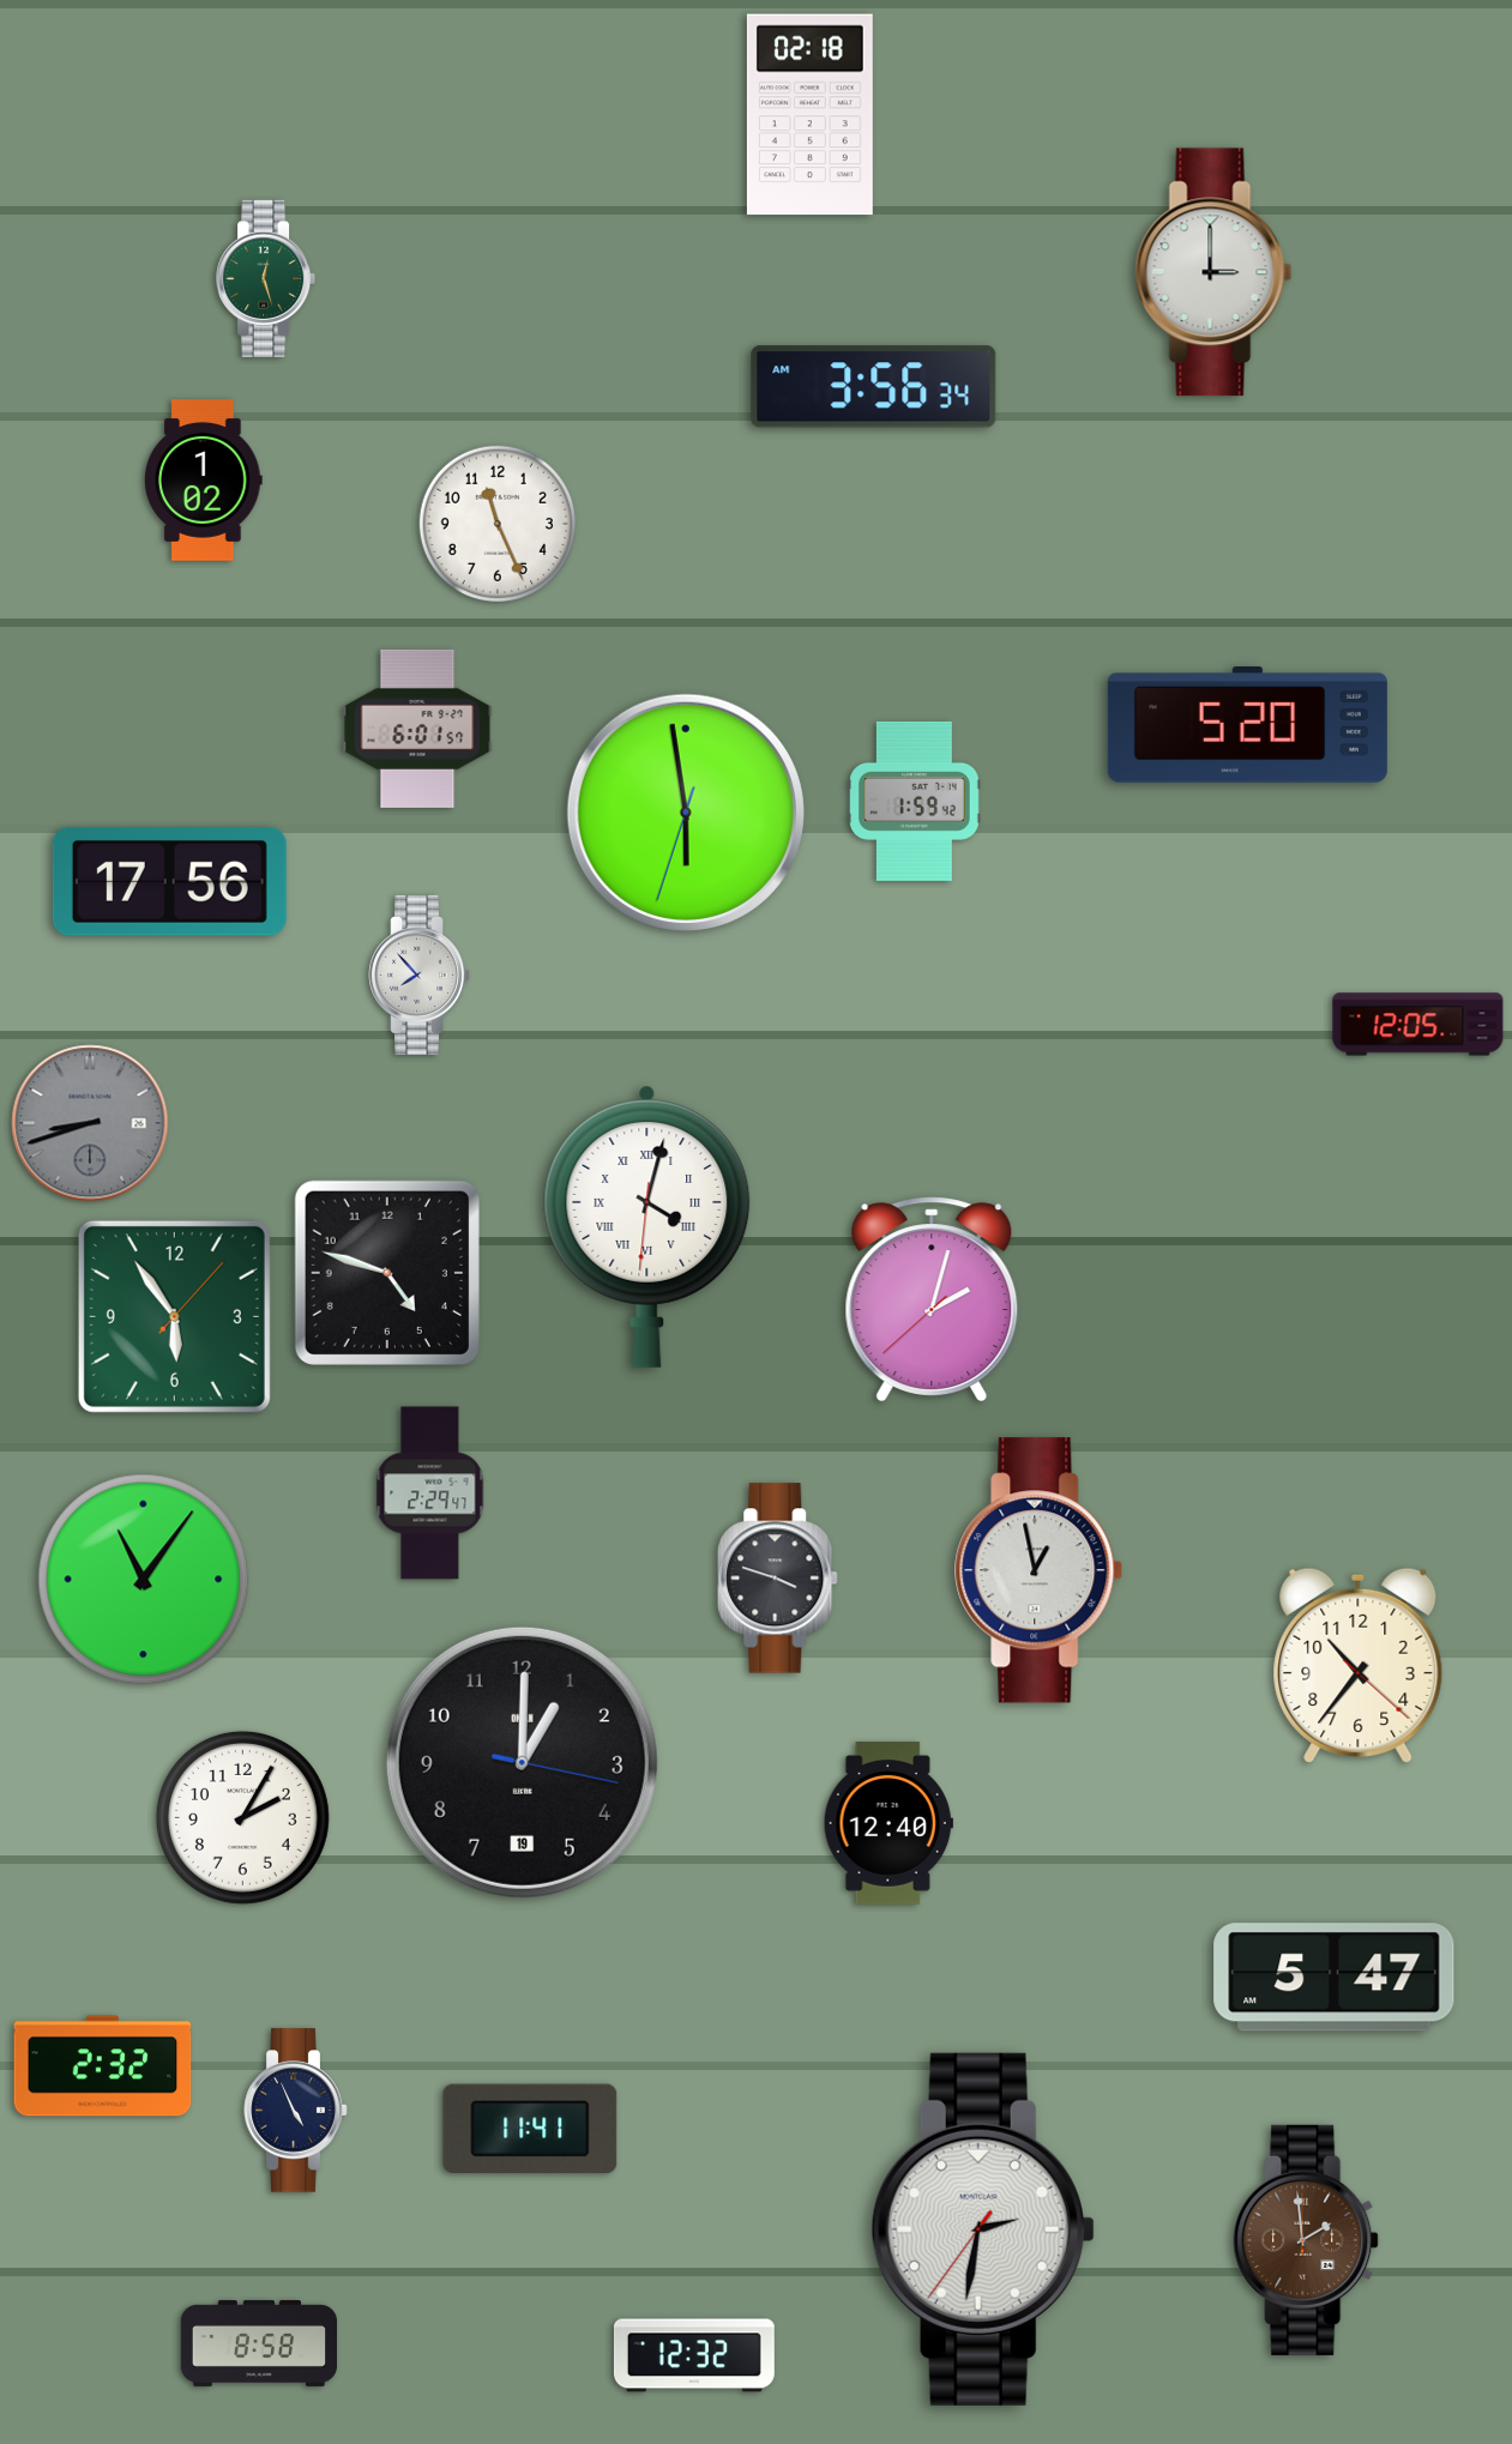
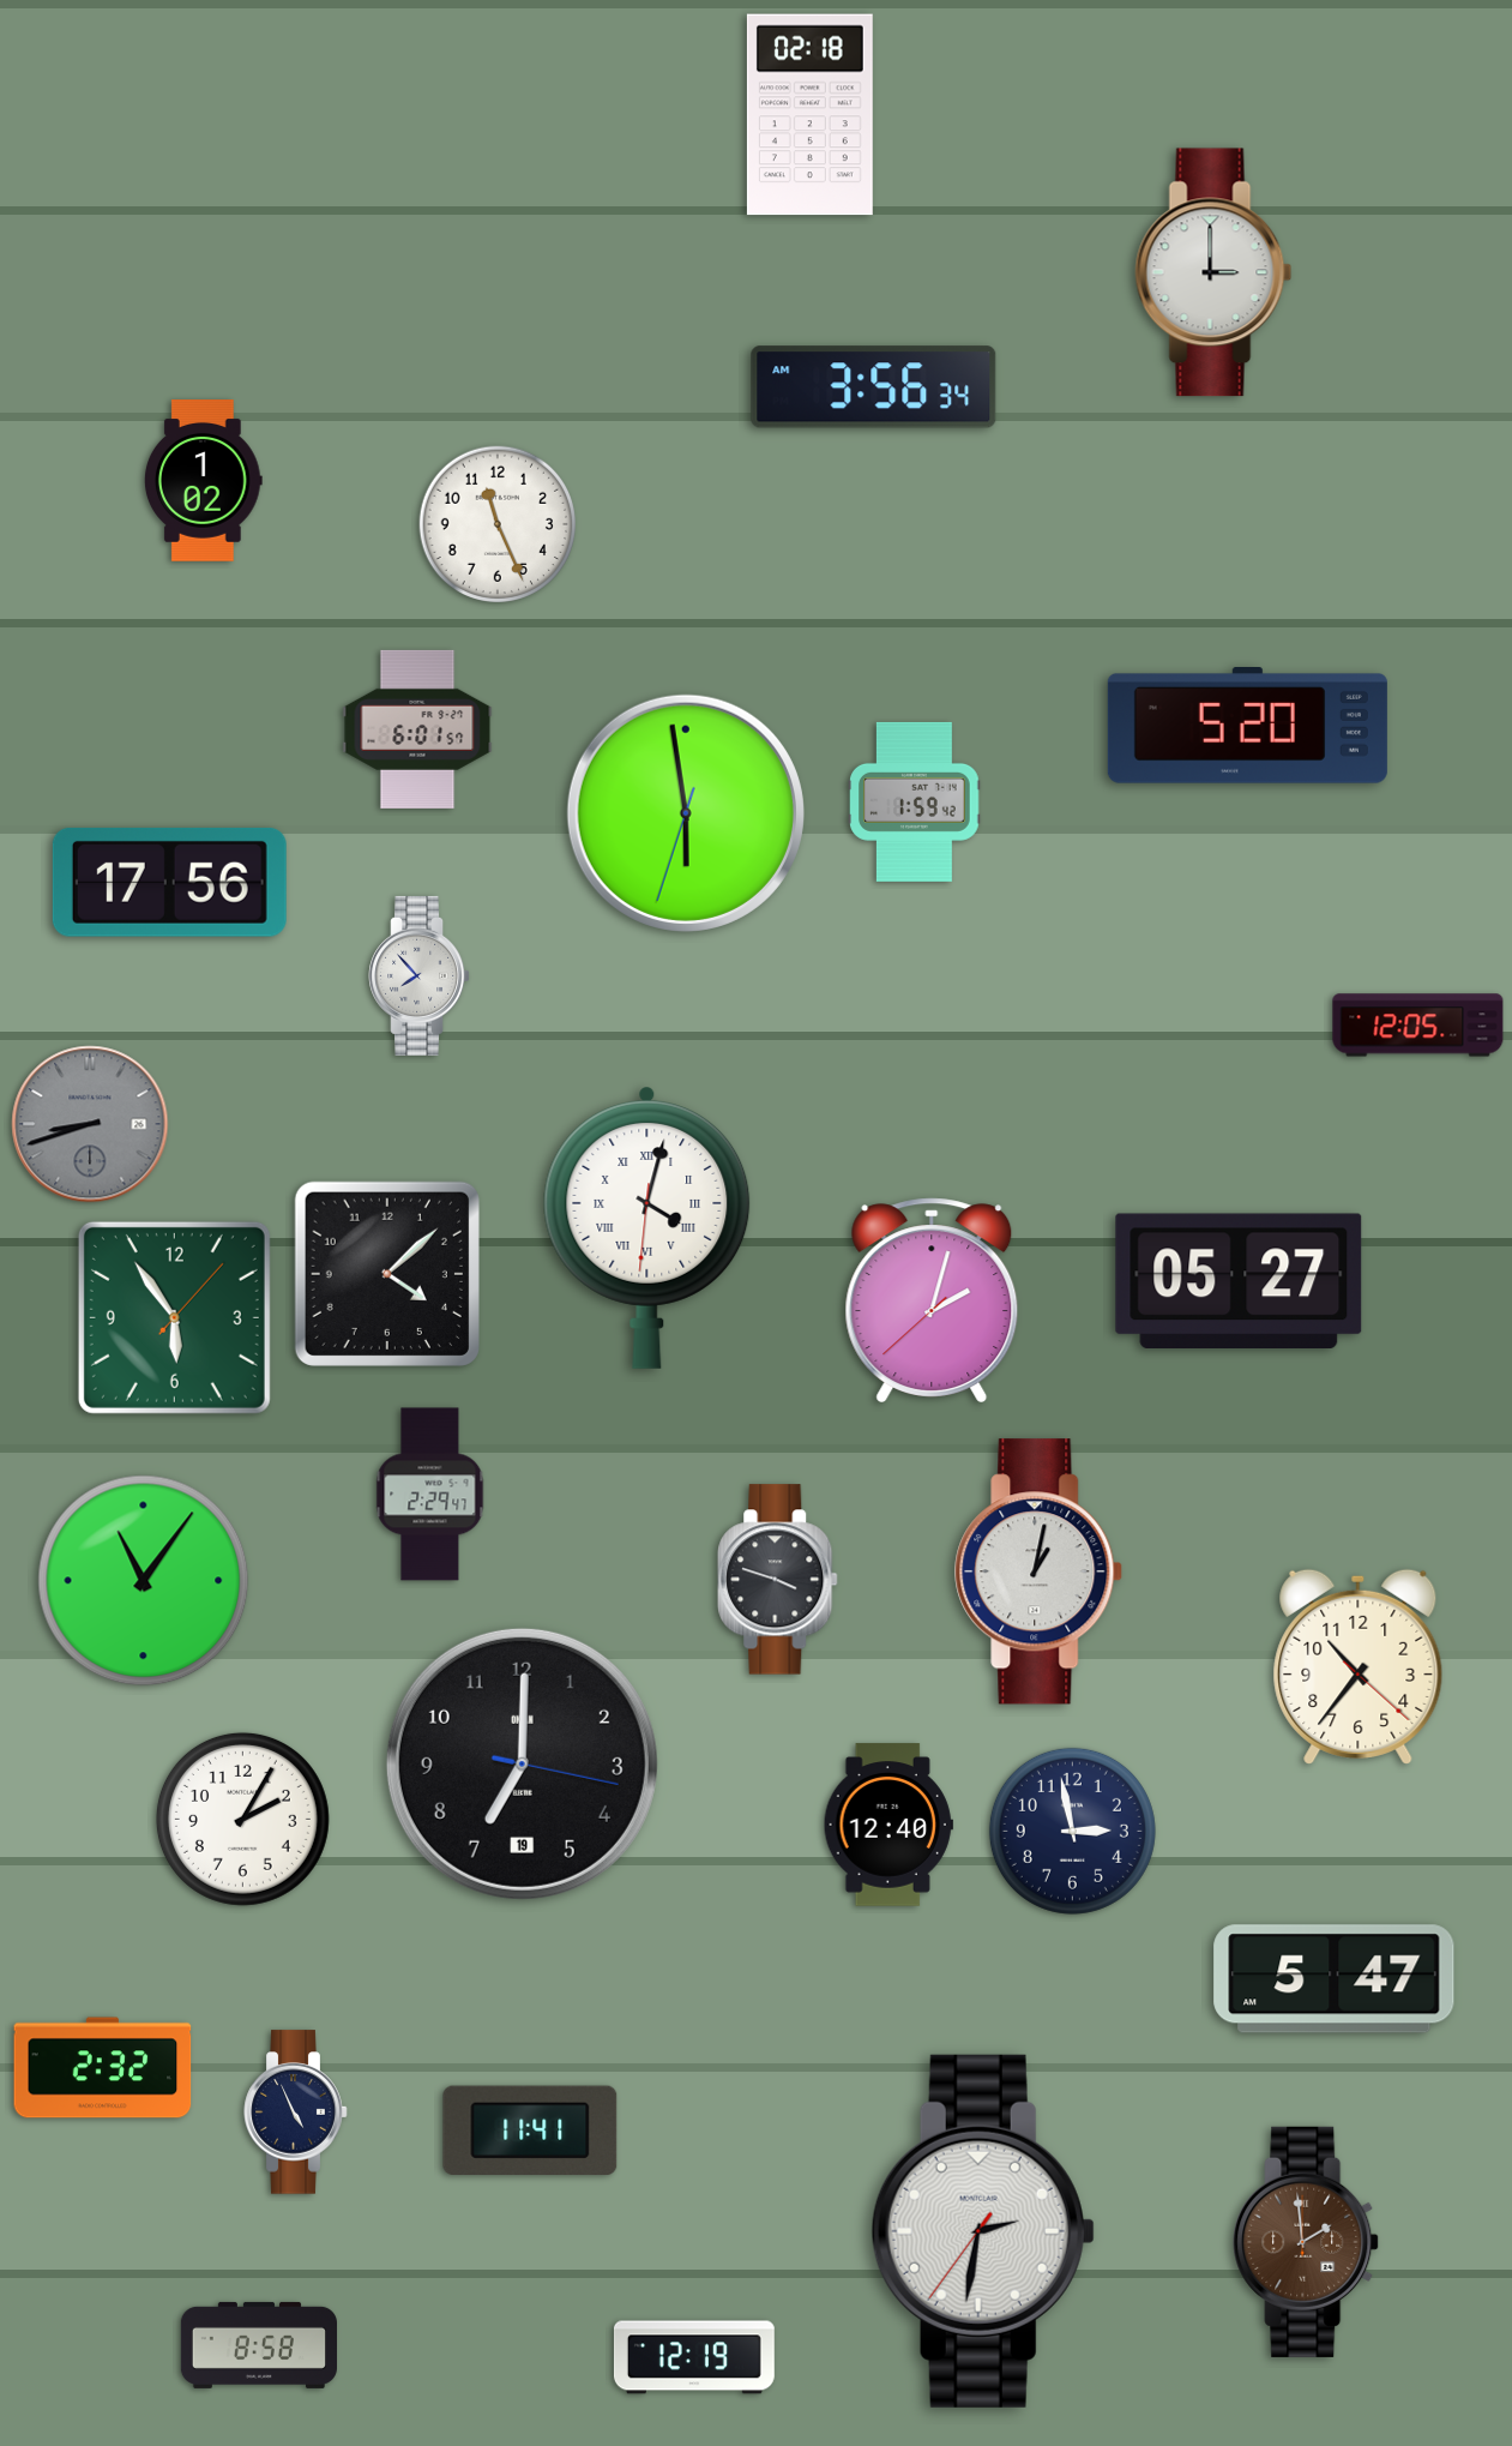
clock at (266, 278): 12:27 -> none
clock at (387, 1273): 4:48 -> 4:08
clock at (1239, 1280): none -> 05:27
clock at (1040, 1570): 12:58 -> 1:02
clock at (522, 1762): 1:00 -> 7:00
clock at (1072, 1831): none -> 2:58
clock at (694, 2355): 12:32 -> 12:19
